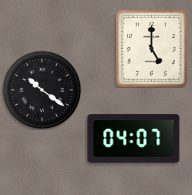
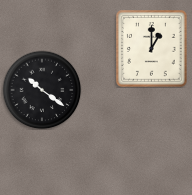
clock at (152, 49): 5:00 -> 1:00
clock at (134, 139): 04:07 -> none
